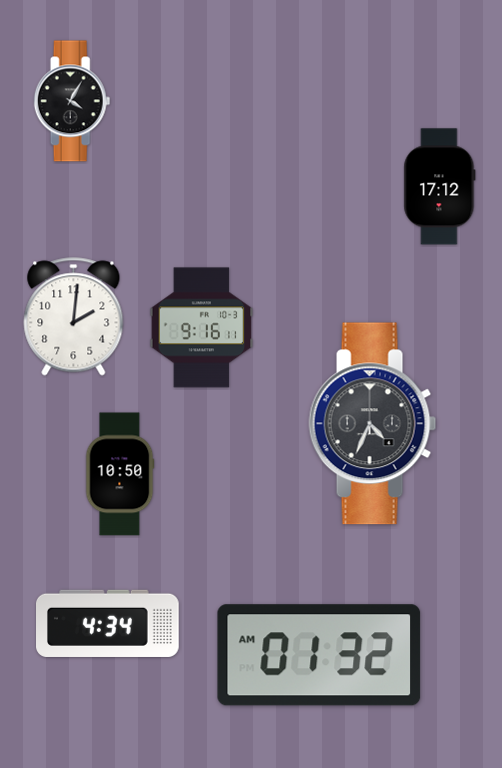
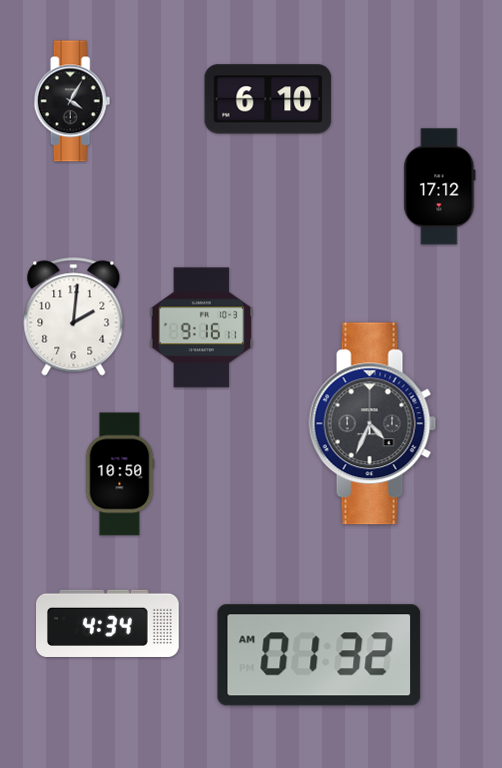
clock at (268, 99): none -> 6:10
